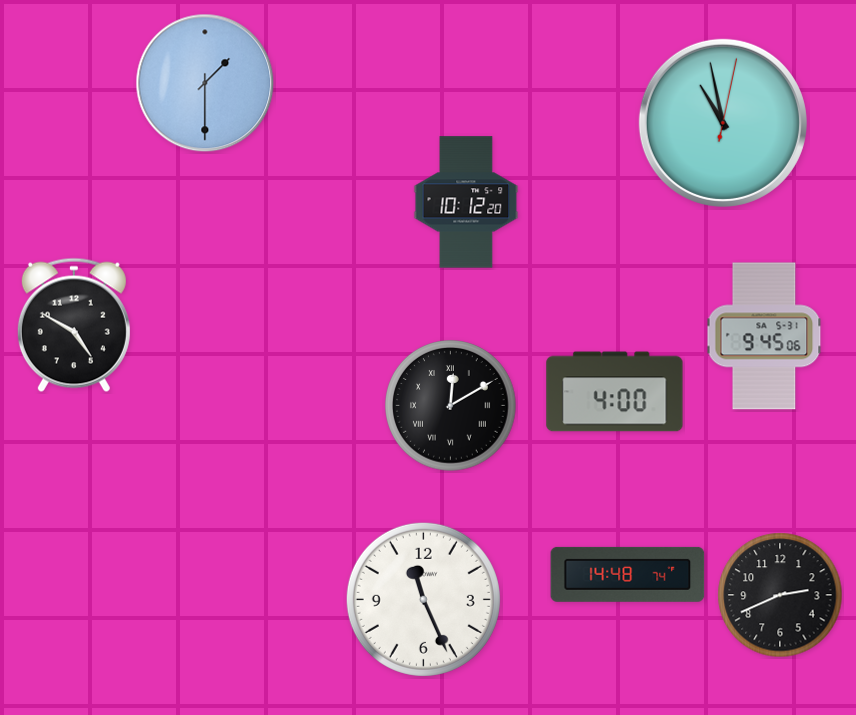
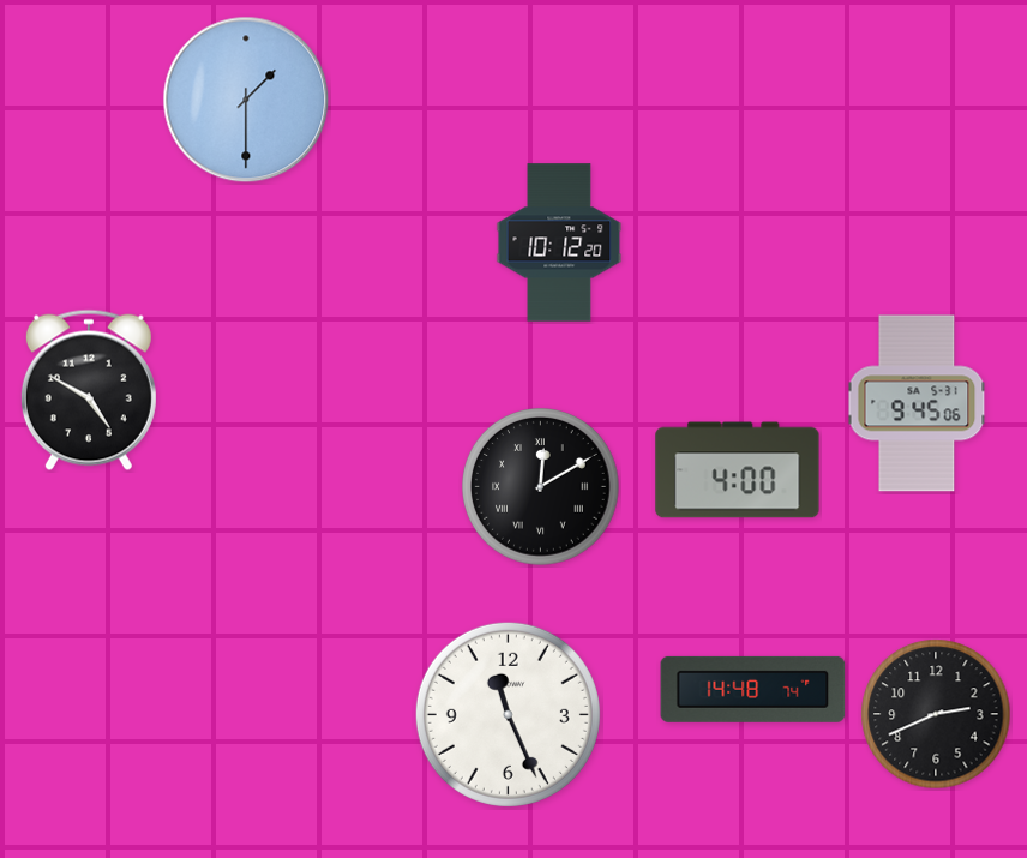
clock at (723, 123): 10:58 -> none
clock at (423, 599) position: (423, 599) -> (508, 714)
